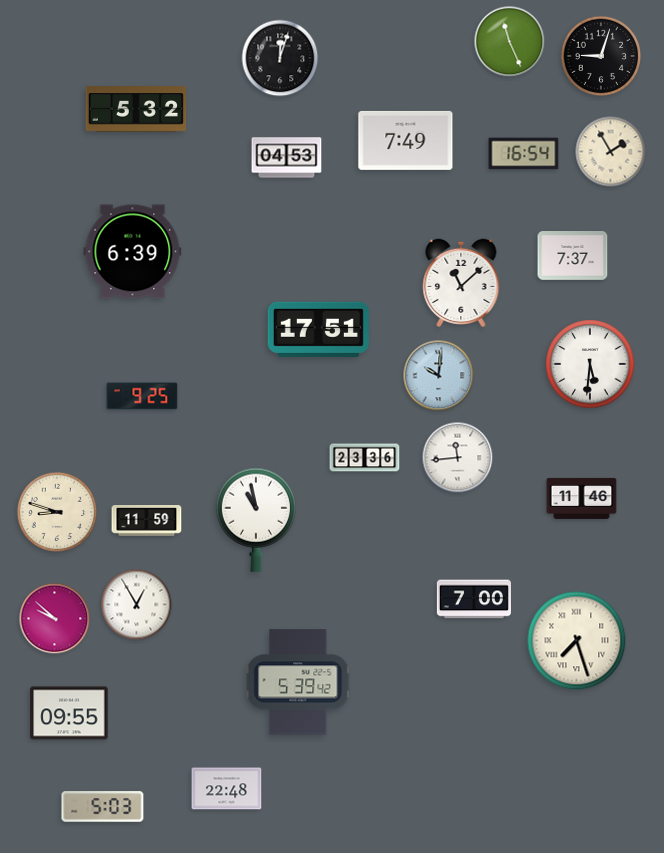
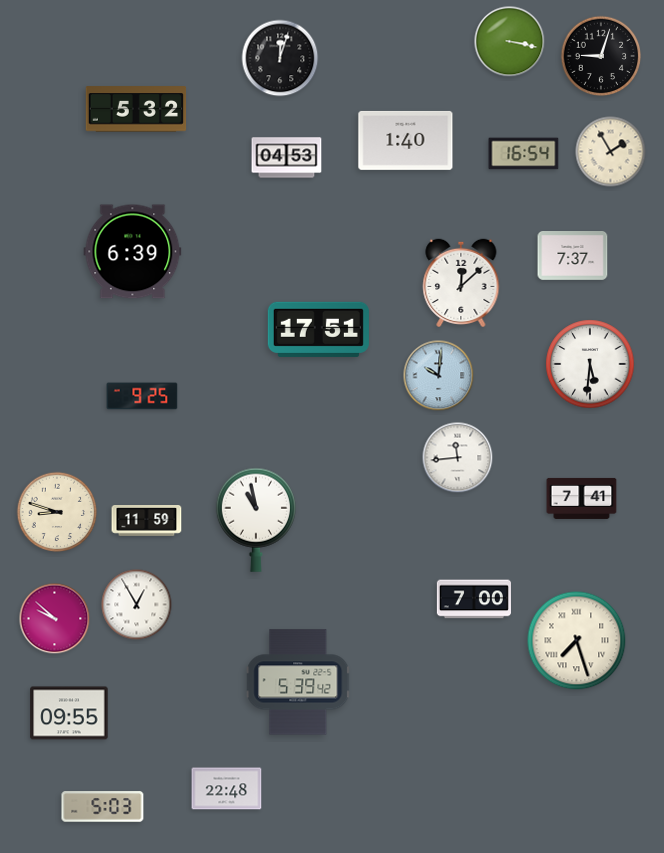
clock at (510, 42): 11:26 -> 3:17
clock at (406, 140): 7:49 -> 1:40
clock at (461, 283): 11:08 -> 12:08
clock at (365, 458): 23:36 -> none
clock at (582, 498): 11:46 -> 7:41
